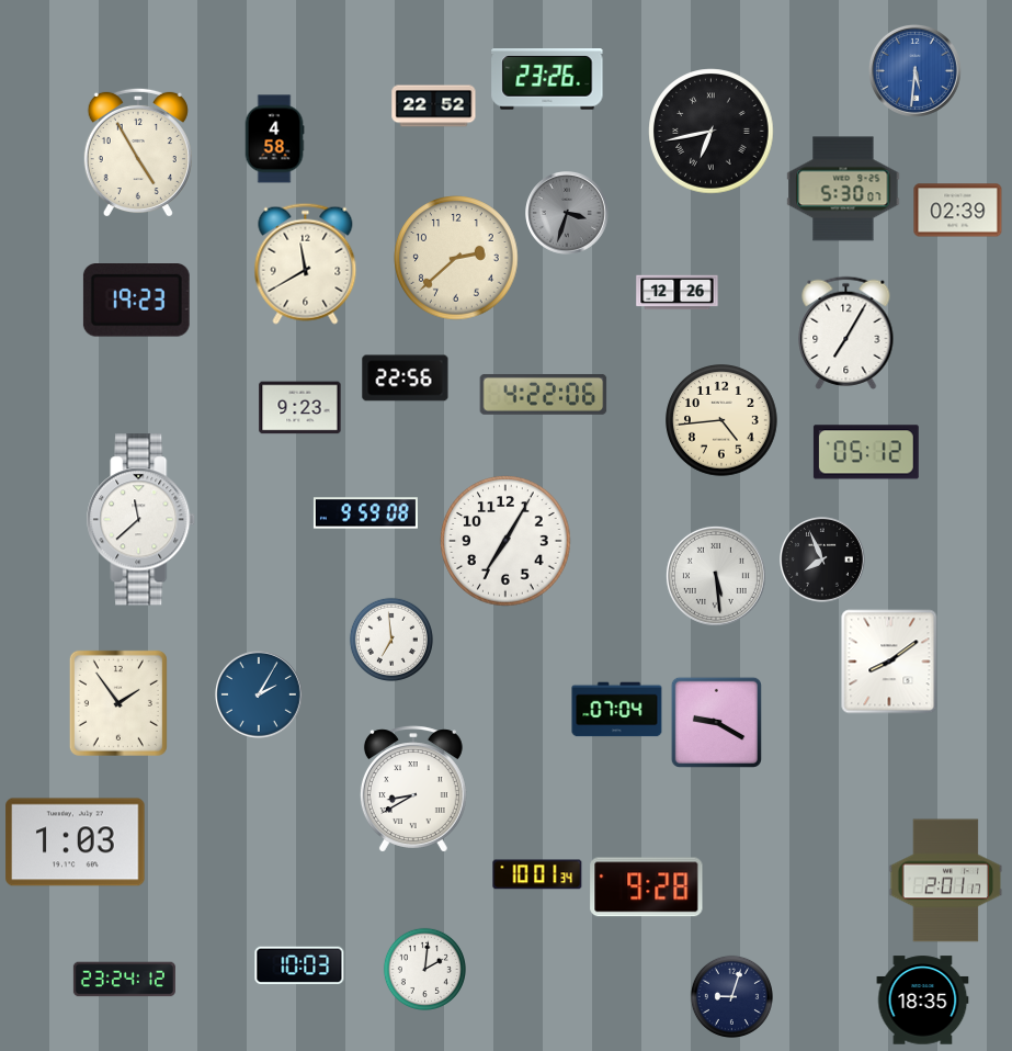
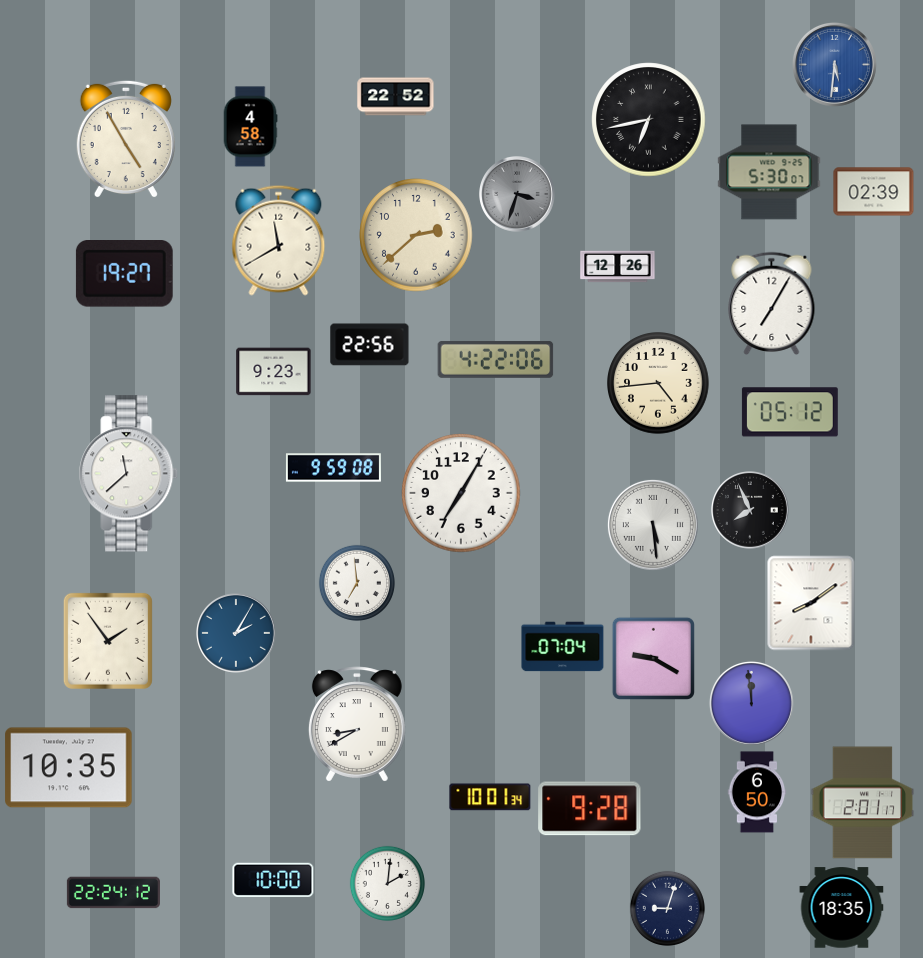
clock at (547, 79): 23:26 -> none
clock at (136, 301): 19:23 -> 19:27
clock at (751, 703): none -> 11:59
clock at (413, 789) position: (413, 789) -> (357, 724)
clock at (76, 843): 1:03 -> 10:35
clock at (757, 792): none -> 6:50
clock at (299, 964): 10:03 -> 10:00
clock at (124, 980): 23:24 -> 22:24
clock at (923, 1001) position: (923, 1001) -> (842, 908)
